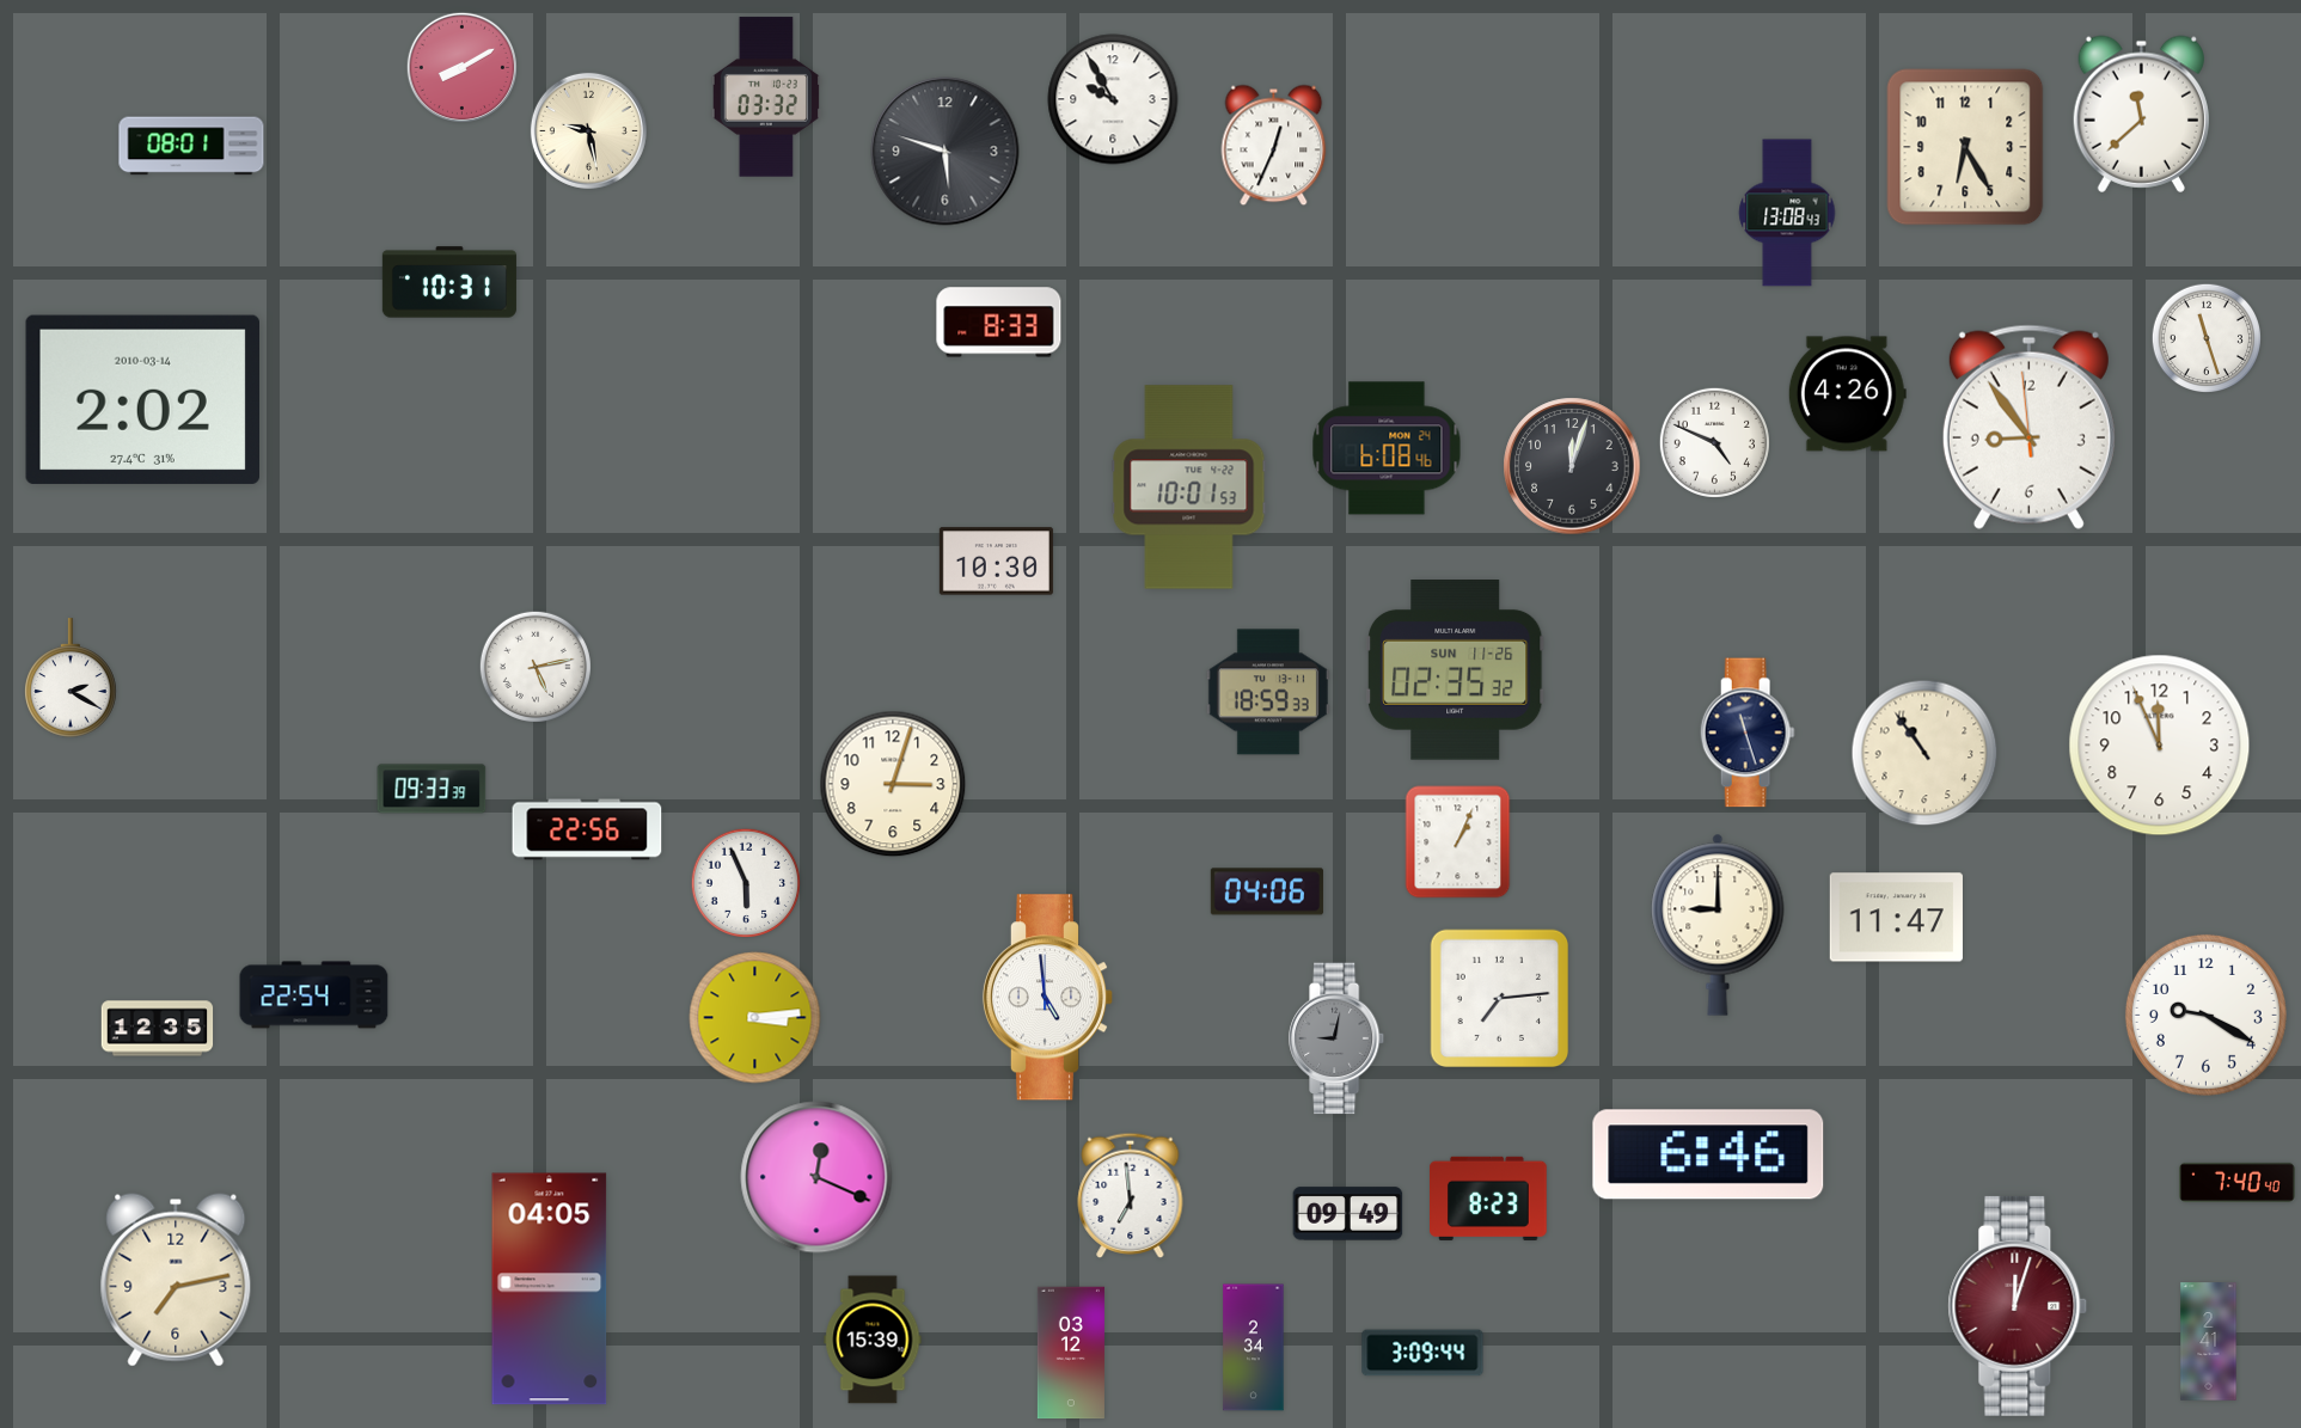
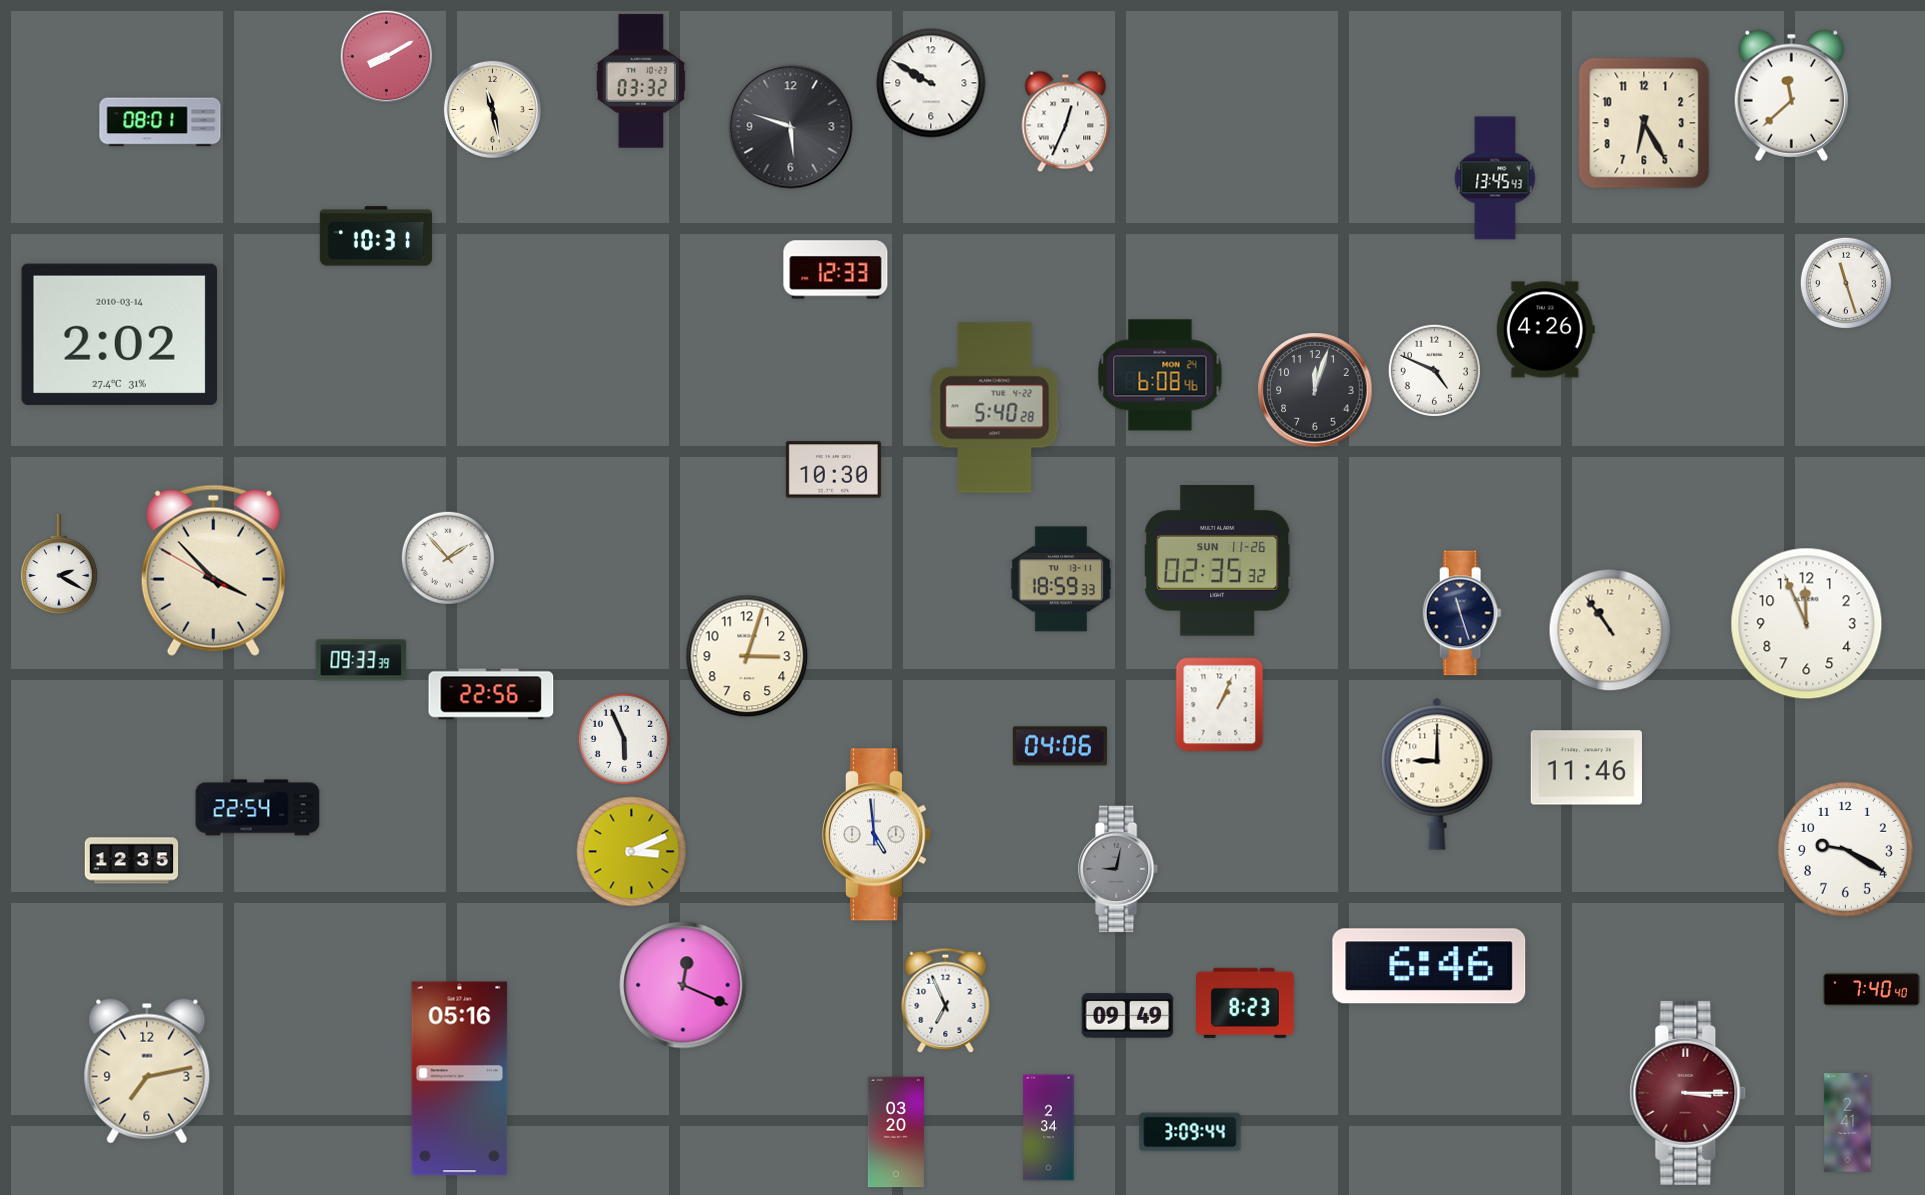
clock at (1113, 99): 9:55 -> 9:50
clock at (588, 130): 9:28 -> 11:28
clock at (1787, 213): 13:08 -> 13:45
clock at (999, 323): 8:33 -> 12:33
clock at (2028, 427): 8:53 -> none
clock at (1189, 488): 10:01 -> 5:40
clock at (536, 667): 5:13 -> 1:53
clock at (72, 678) position: (72, 678) -> (60, 564)
clock at (213, 570): none -> 3:52
clock at (1896, 918): 11:47 -> 11:46
clock at (314, 995) position: (314, 995) -> (258, 808)
clock at (1500, 999): 7:14 -> none
clock at (755, 1018): 3:14 -> 3:11
clock at (1131, 1195): 6:59 -> 6:56
clock at (550, 1289): 04:05 -> 05:16
clock at (2018, 1306): 12:03 -> 3:15
clock at (873, 1340): 15:39 -> none
clock at (1071, 1353): 03:12 -> 03:20
